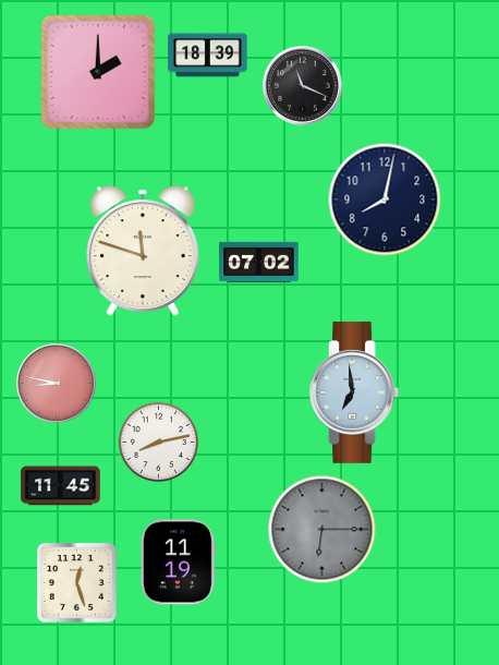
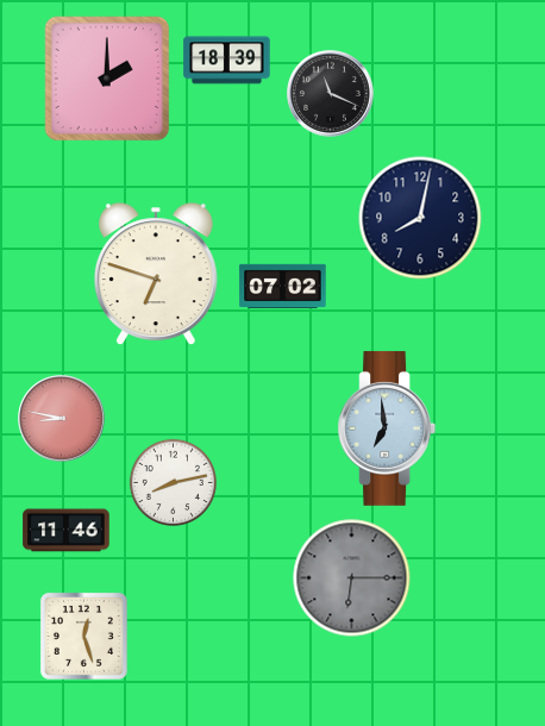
clock at (143, 252): 11:48 -> 6:48
clock at (61, 486): 11:45 -> 11:46
clock at (179, 563): 11:19 -> none
